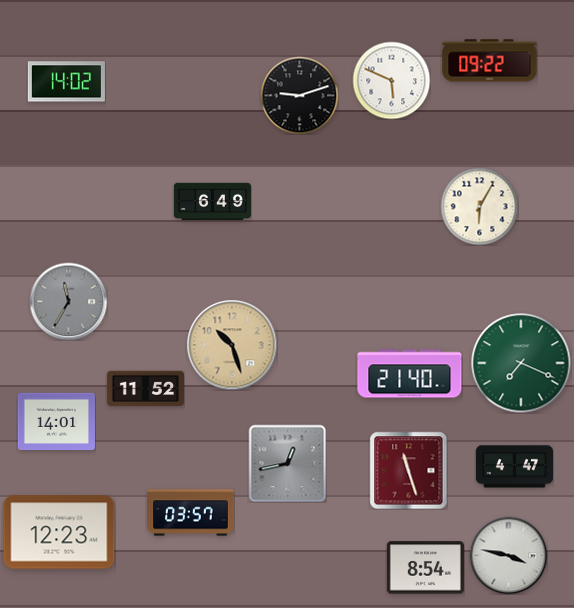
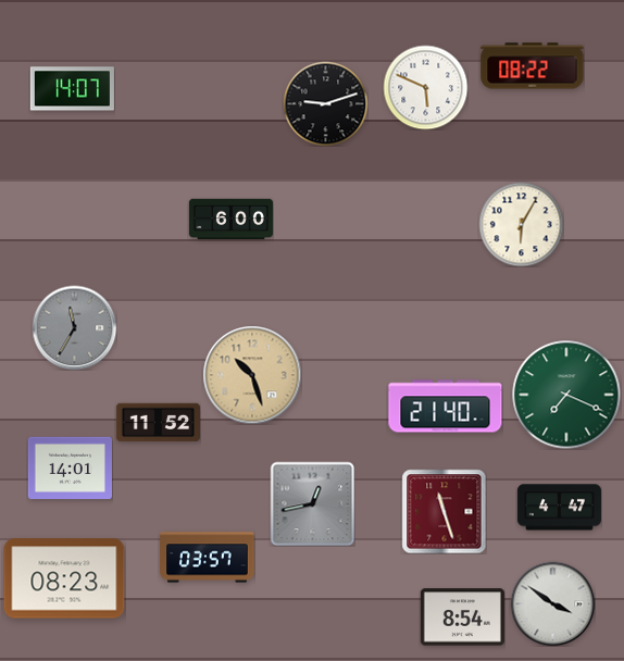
clock at (490, 61): 09:22 -> 08:22
clock at (66, 82): 14:02 -> 14:07
clock at (212, 202): 6:49 -> 6:00
clock at (56, 421) position: (56, 421) -> (70, 467)
clock at (59, 532): 12:23 -> 08:23
clock at (508, 555): 3:47 -> 3:51
